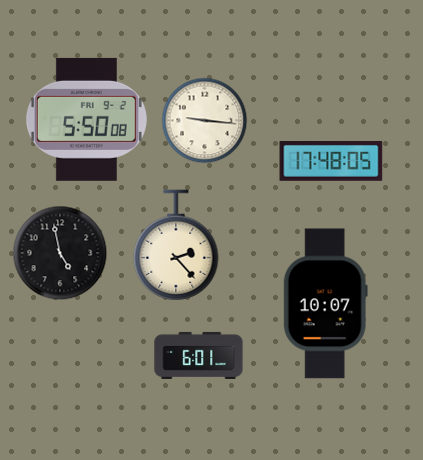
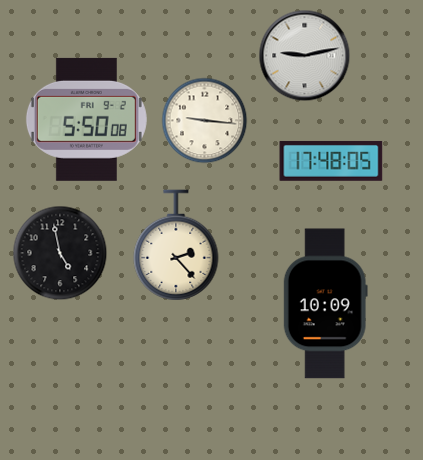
clock at (304, 55): none -> 9:13
clock at (325, 304): 10:07 -> 10:09
clock at (199, 355): 6:01 -> none
